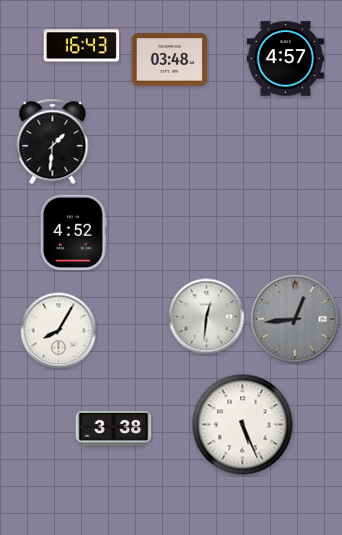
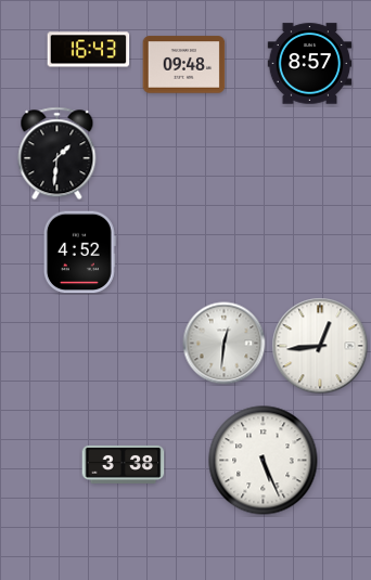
clock at (286, 59): 4:57 -> 8:57
clock at (170, 60): 03:48 -> 09:48
clock at (295, 319) dial: grey -> white
clock at (59, 331): 8:05 -> none
